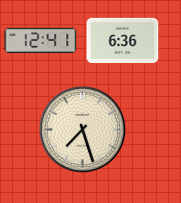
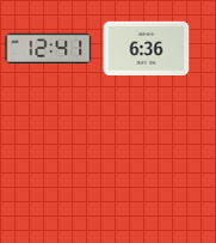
clock at (83, 130): 7:27 -> none
